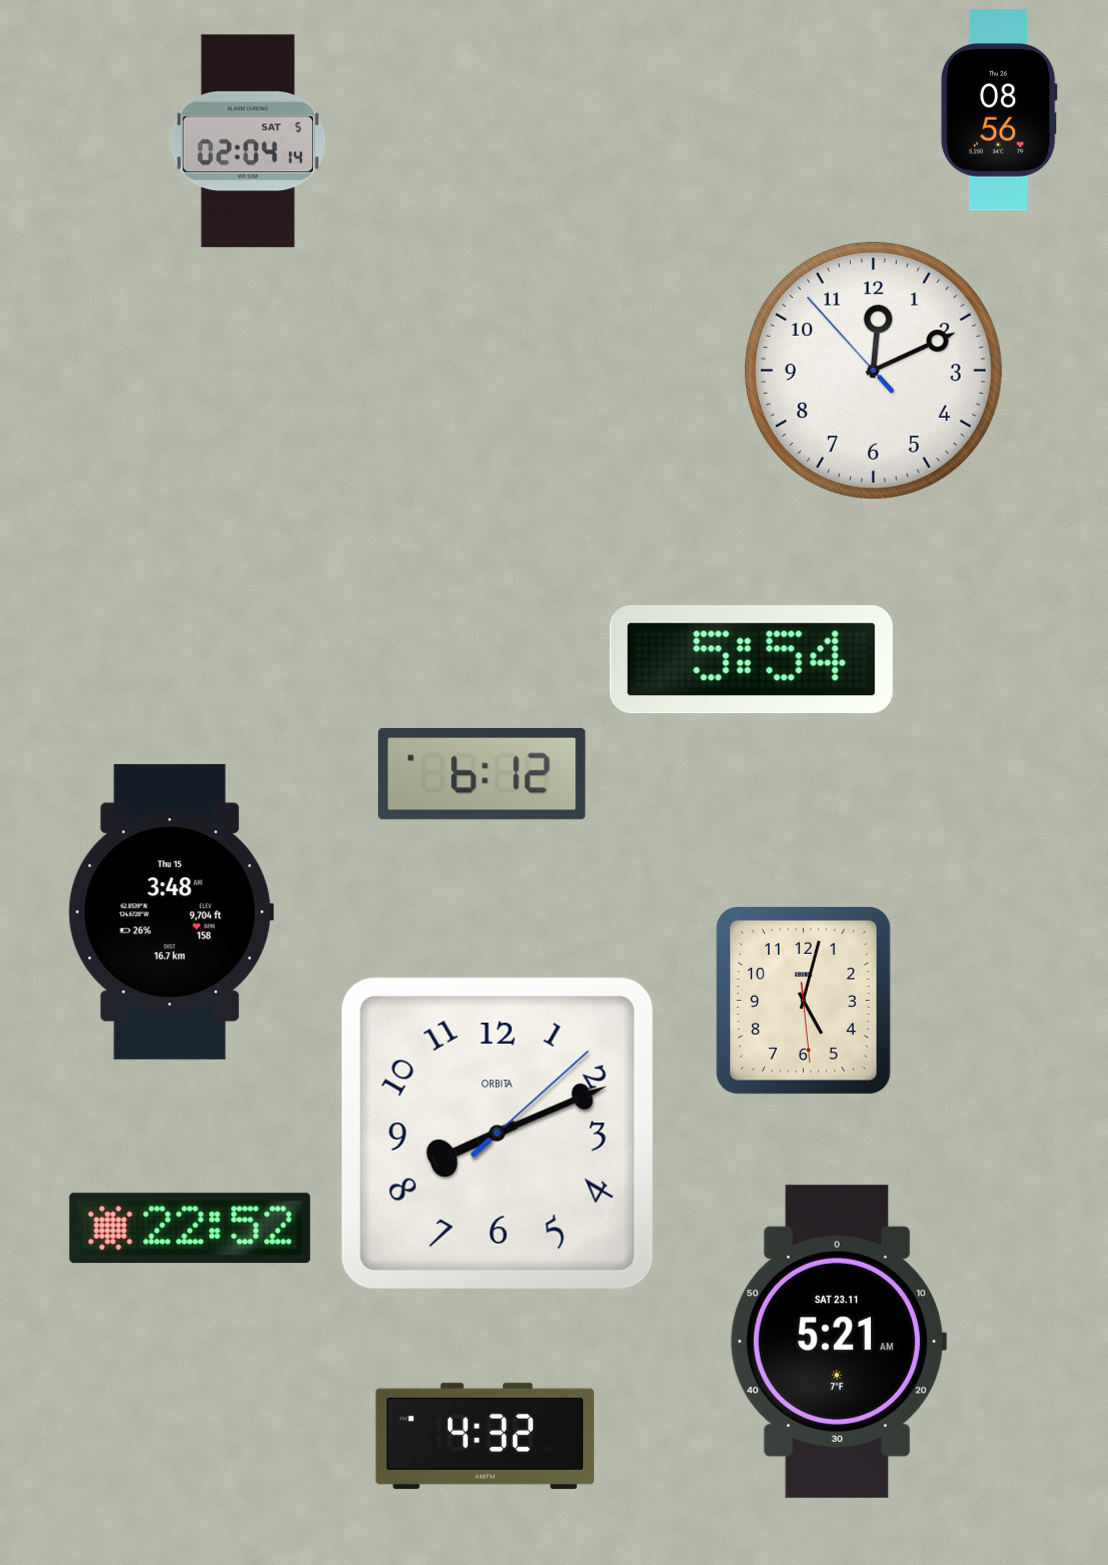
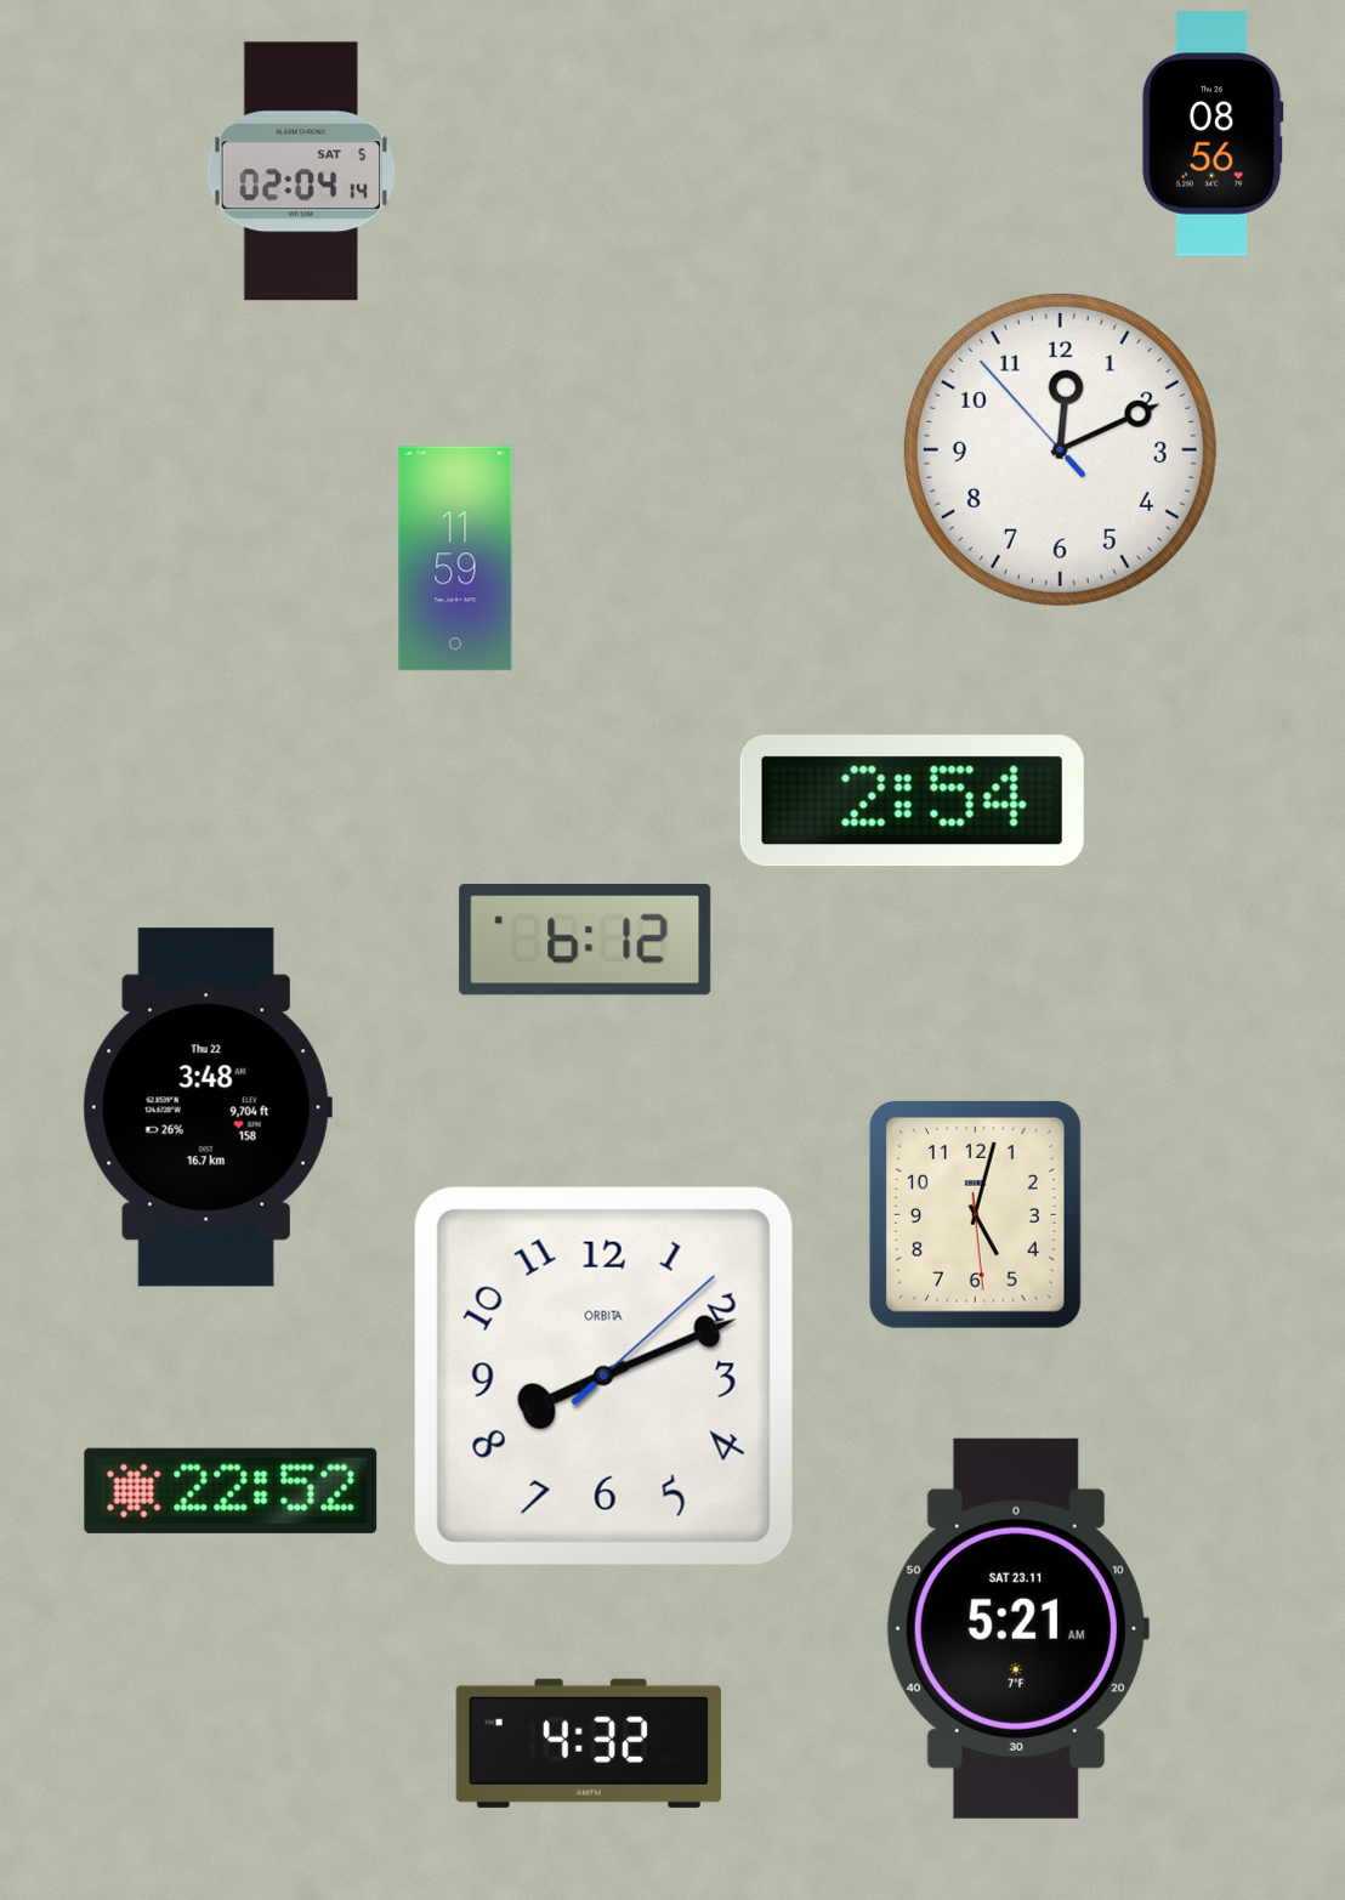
clock at (455, 558): none -> 11:59
clock at (751, 660): 5:54 -> 2:54
clock at (171, 912) date: Thu 15 -> Thu 22
